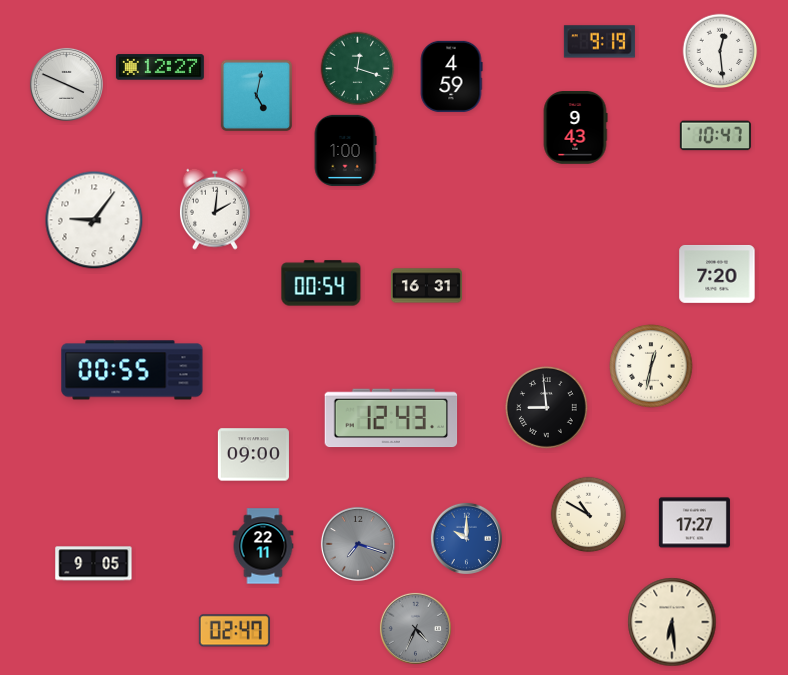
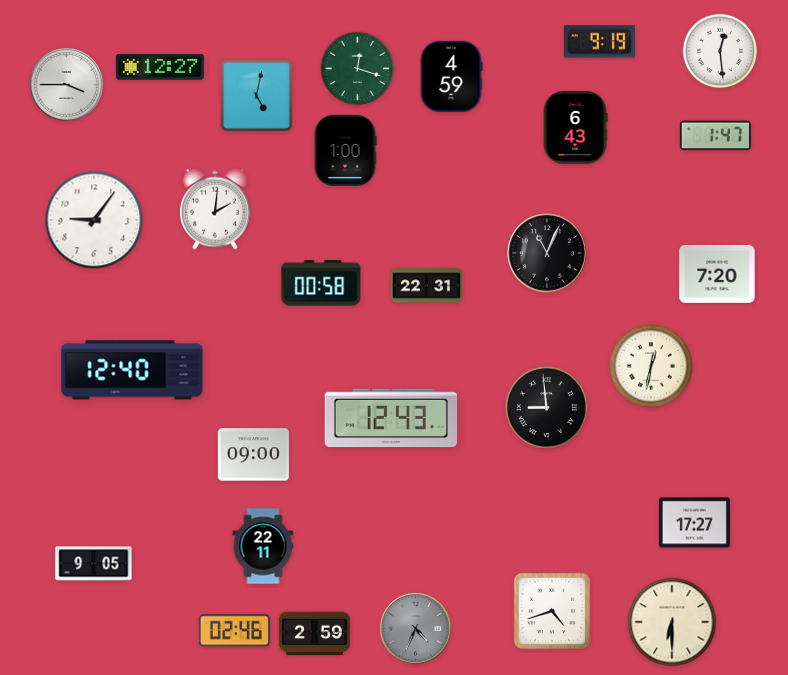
clock at (66, 84): 3:49 -> 3:45
clock at (575, 128): 9:43 -> 6:43
clock at (715, 136): 10:47 -> 1:47
clock at (547, 253): none -> 11:04
clock at (321, 283): 00:54 -> 00:58
clock at (426, 286): 16:31 -> 22:31
clock at (132, 370): 00:55 -> 12:40
clock at (589, 515): 10:50 -> none
clock at (466, 538): 10:00 -> none
clock at (358, 544): 7:18 -> none
clock at (552, 611): none -> 4:42
clock at (672, 622): 6:29 -> 6:30
clock at (234, 631): 02:47 -> 02:46
clock at (314, 634): none -> 2:59
